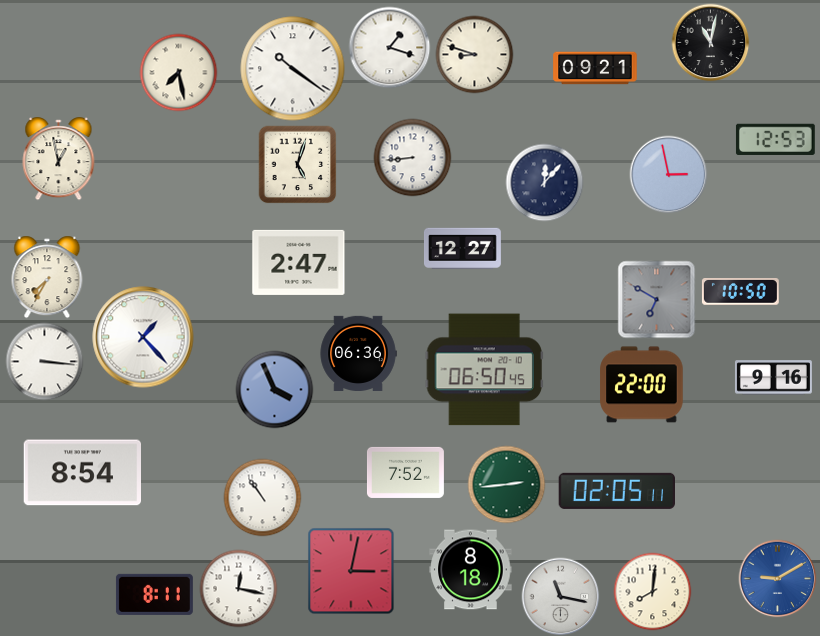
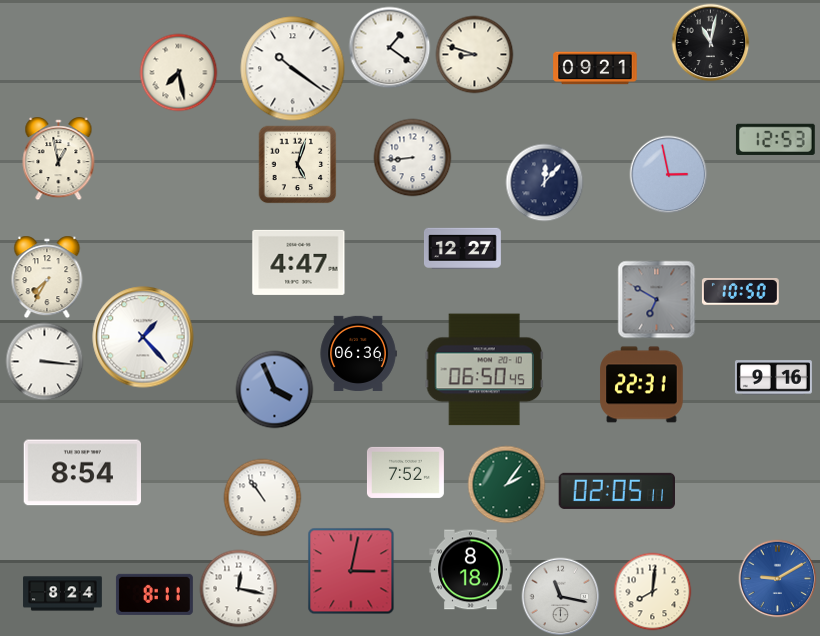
clock at (389, 47): 1:18 -> 1:21
clock at (299, 262): 2:47 -> 4:47
clock at (642, 385): 22:00 -> 22:31
clock at (506, 484): 2:44 -> 2:06
clock at (63, 594): none -> 8:24
